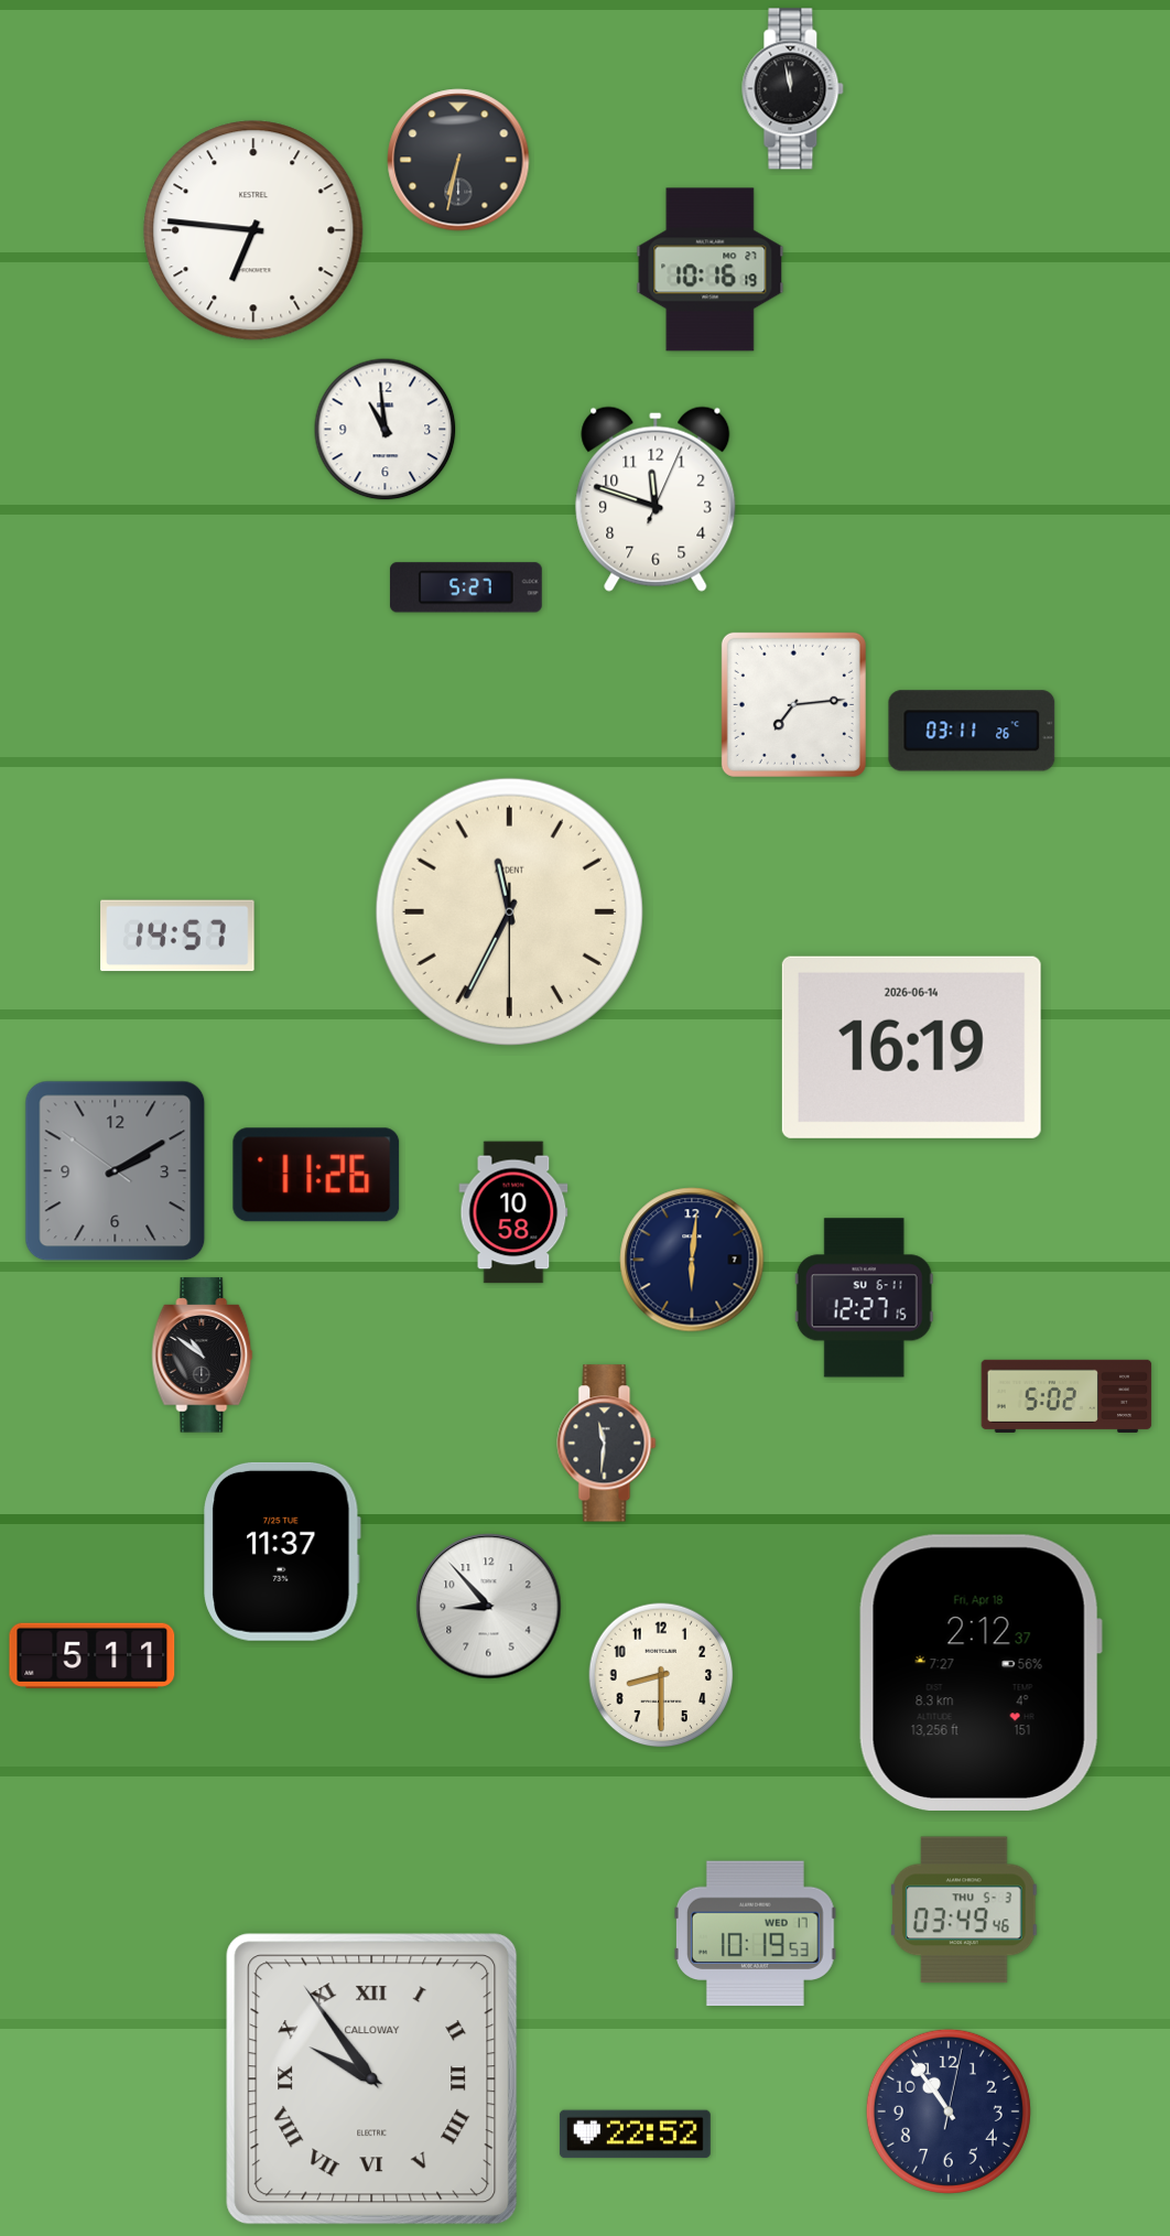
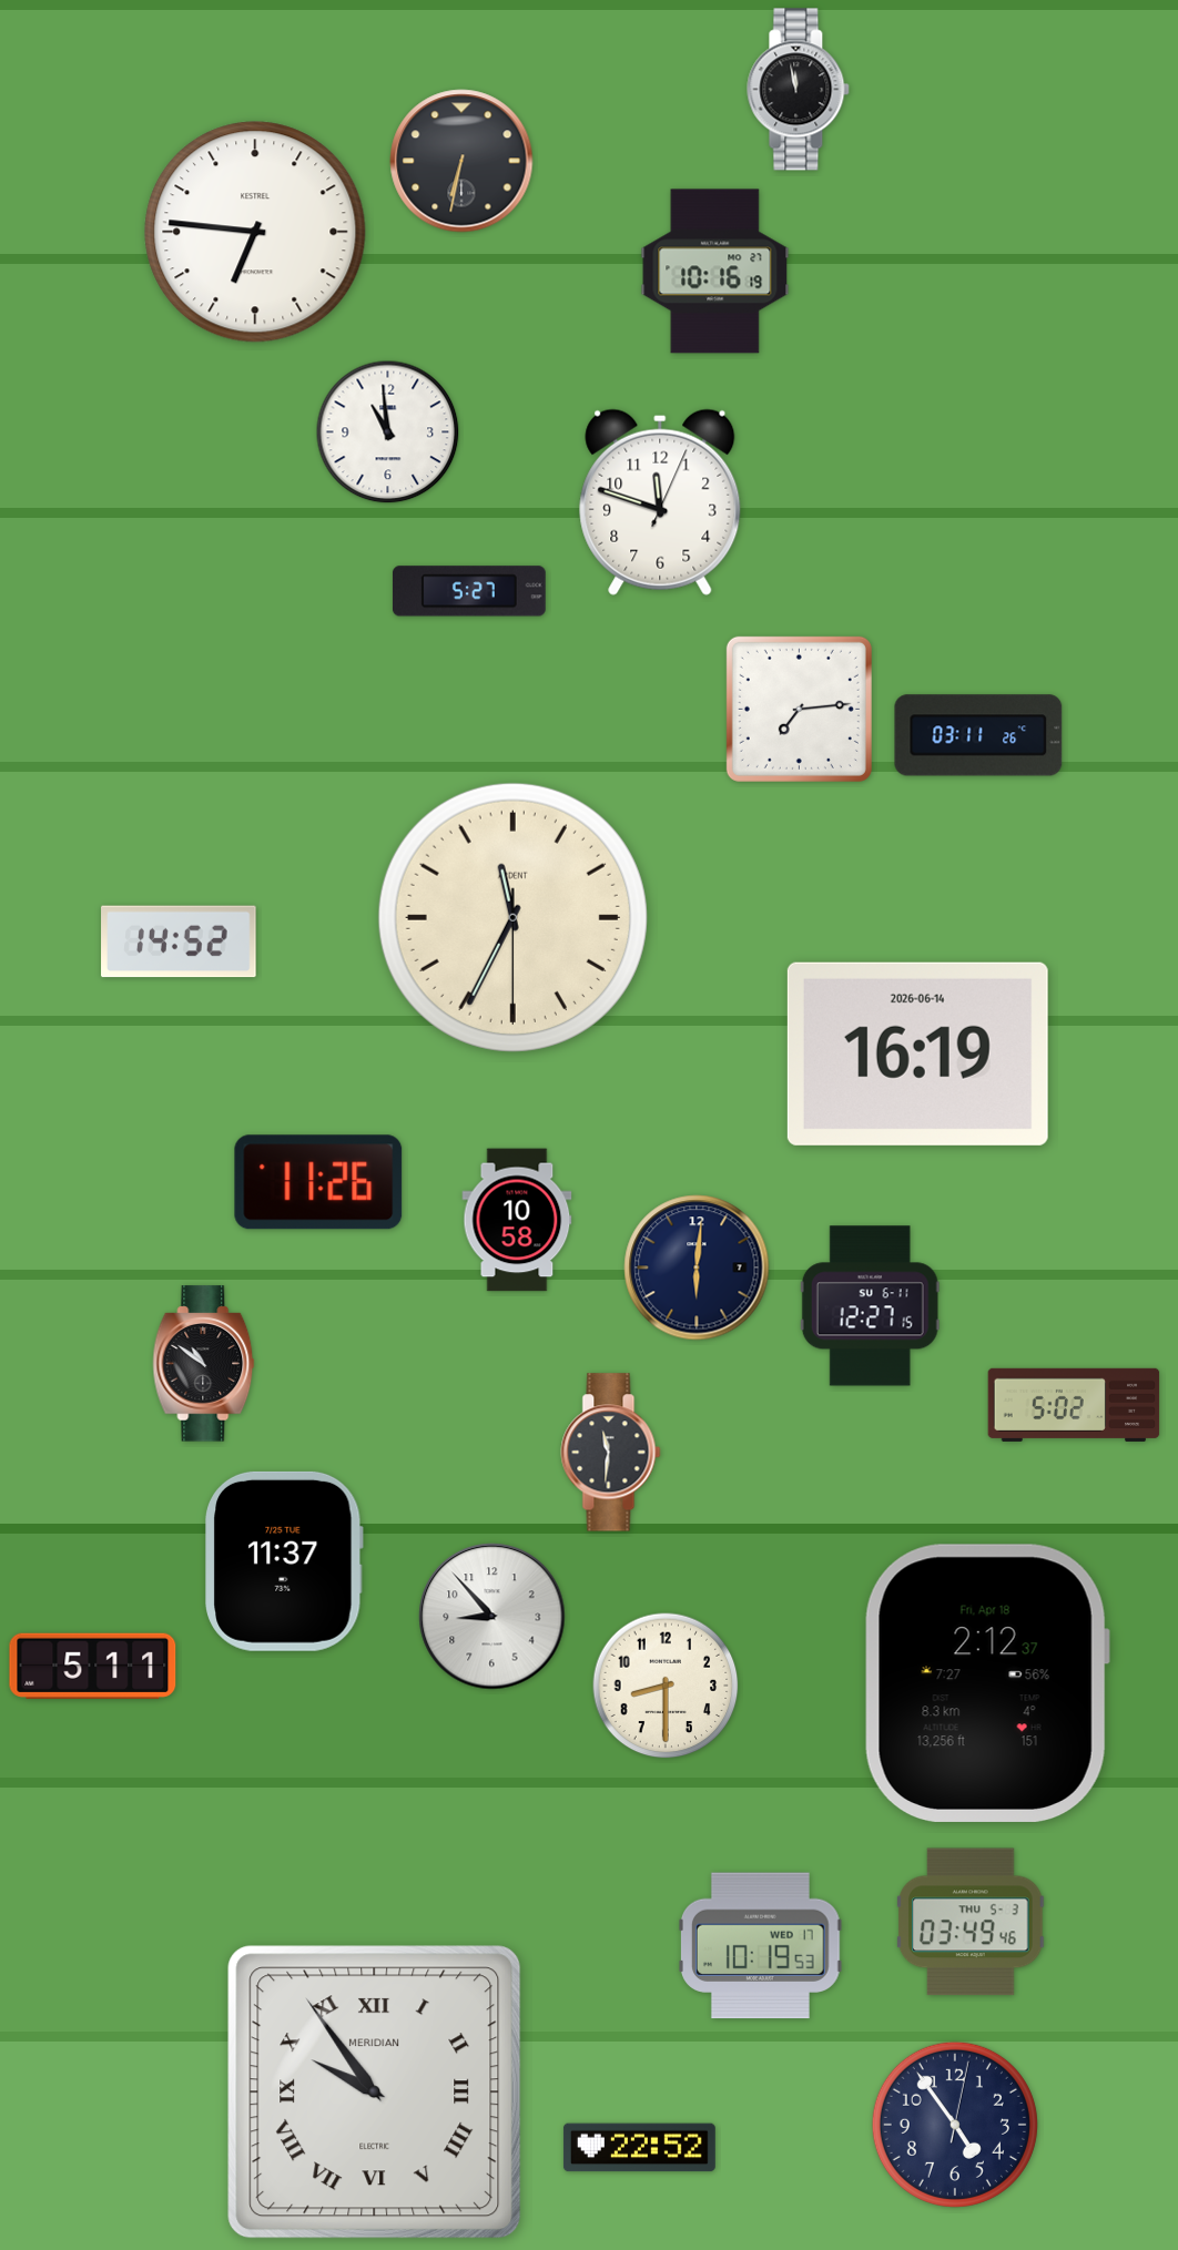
clock at (177, 936): 14:57 -> 14:52
clock at (116, 1171): 2:09 -> none
clock at (372, 2080) brand: CALLOWAY -> MERIDIAN
clock at (949, 2111): 10:54 -> 4:54
